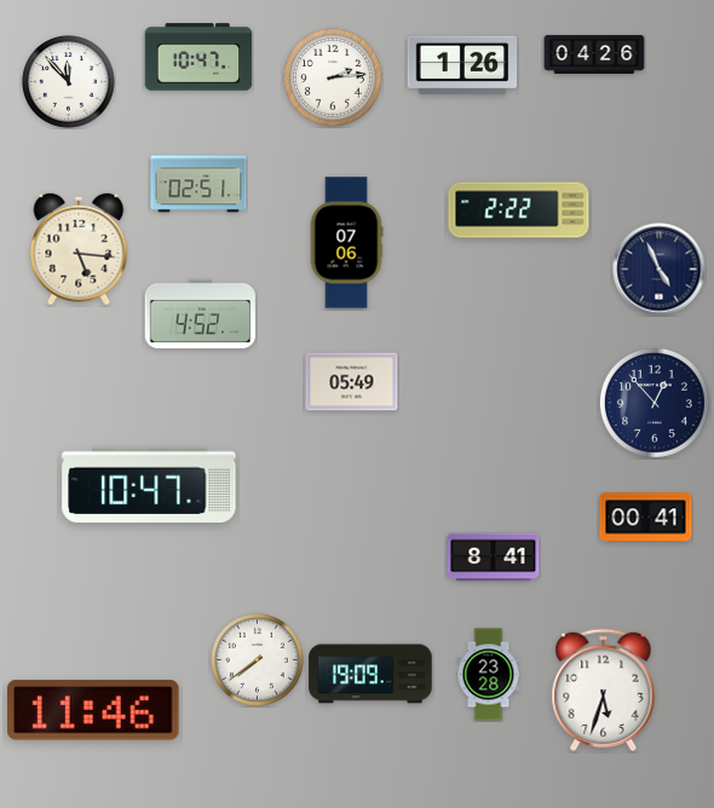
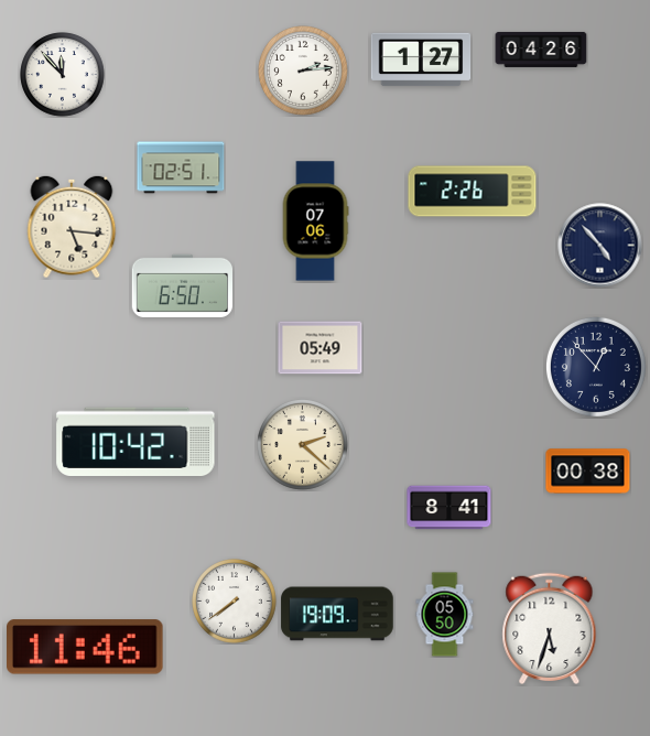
clock at (198, 57): 10:47 -> none
clock at (462, 65): 1:26 -> 1:27
clock at (519, 210): 2:22 -> 2:26
clock at (660, 270): 4:56 -> 4:53
clock at (200, 313): 4:52 -> 6:50
clock at (149, 485): 10:47 -> 10:42
clock at (303, 445): none -> 2:22
clock at (646, 518): 00:41 -> 00:38
clock at (489, 675): 23:28 -> 05:50
